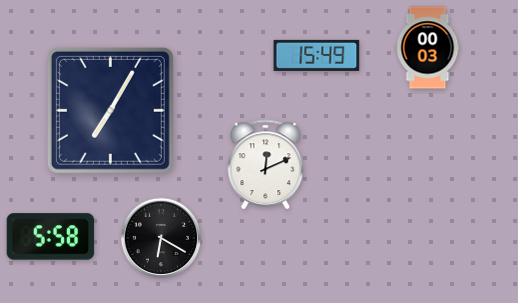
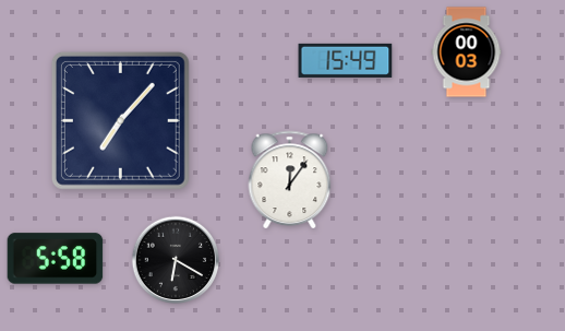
clock at (110, 110): 7:05 -> 7:07
clock at (266, 164): 12:11 -> 12:06
